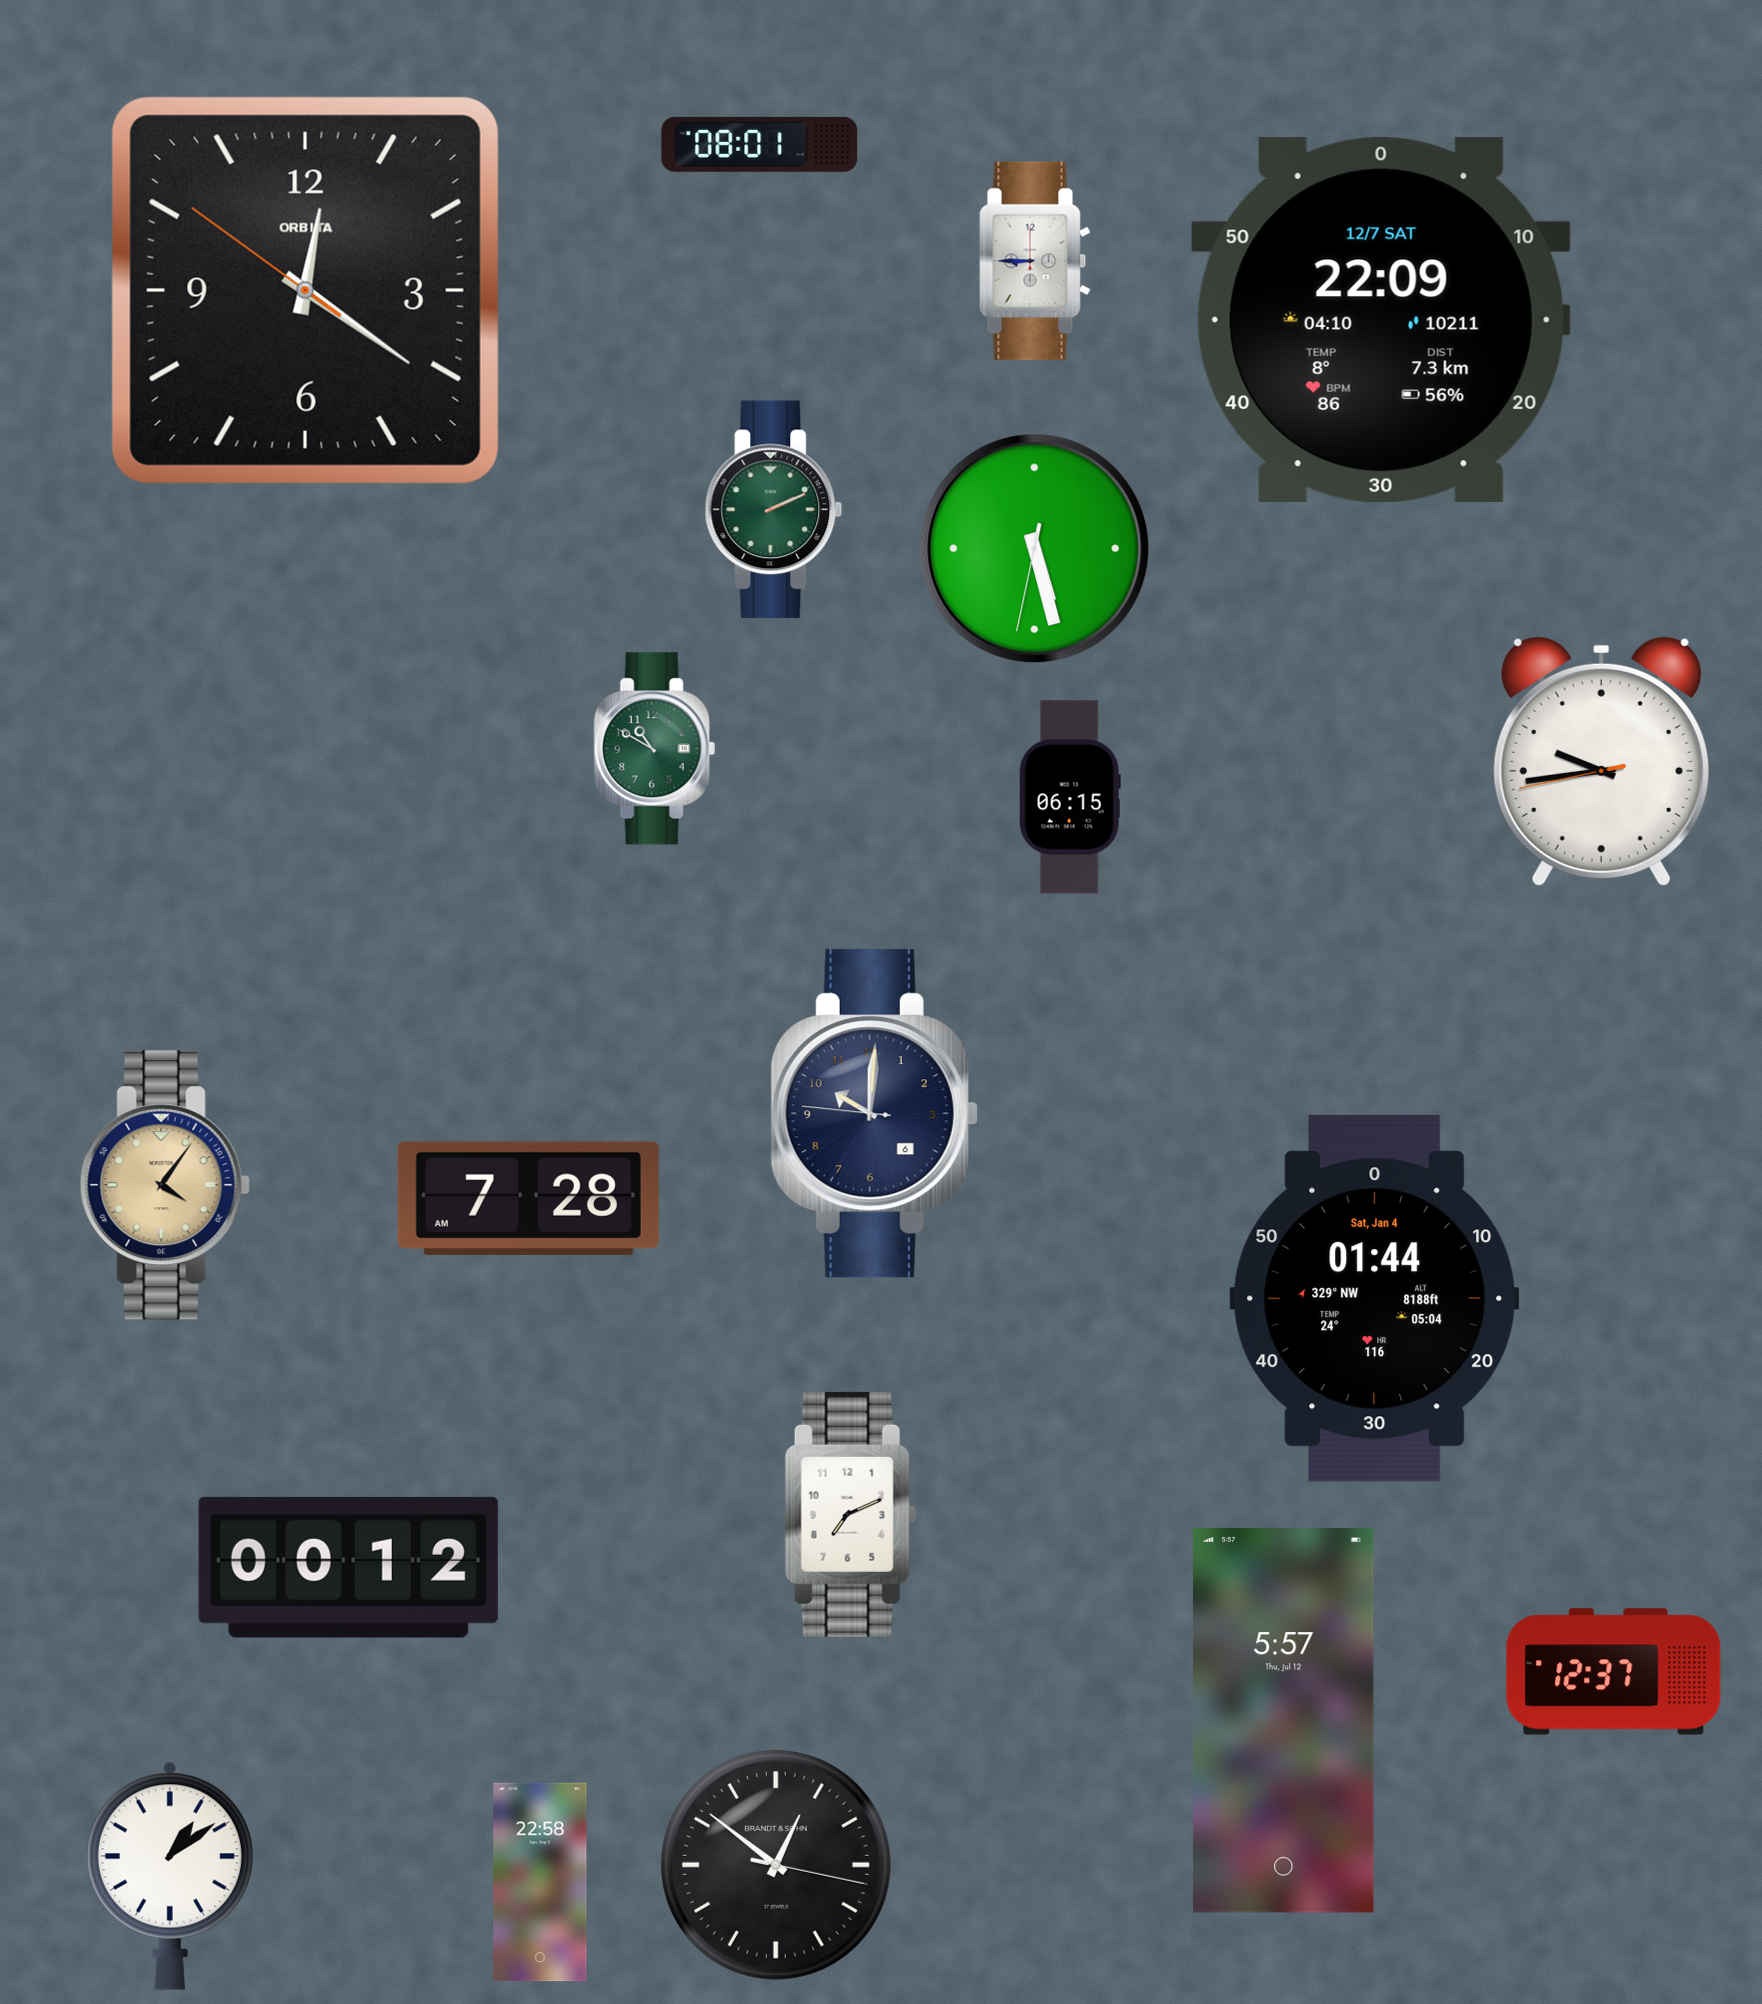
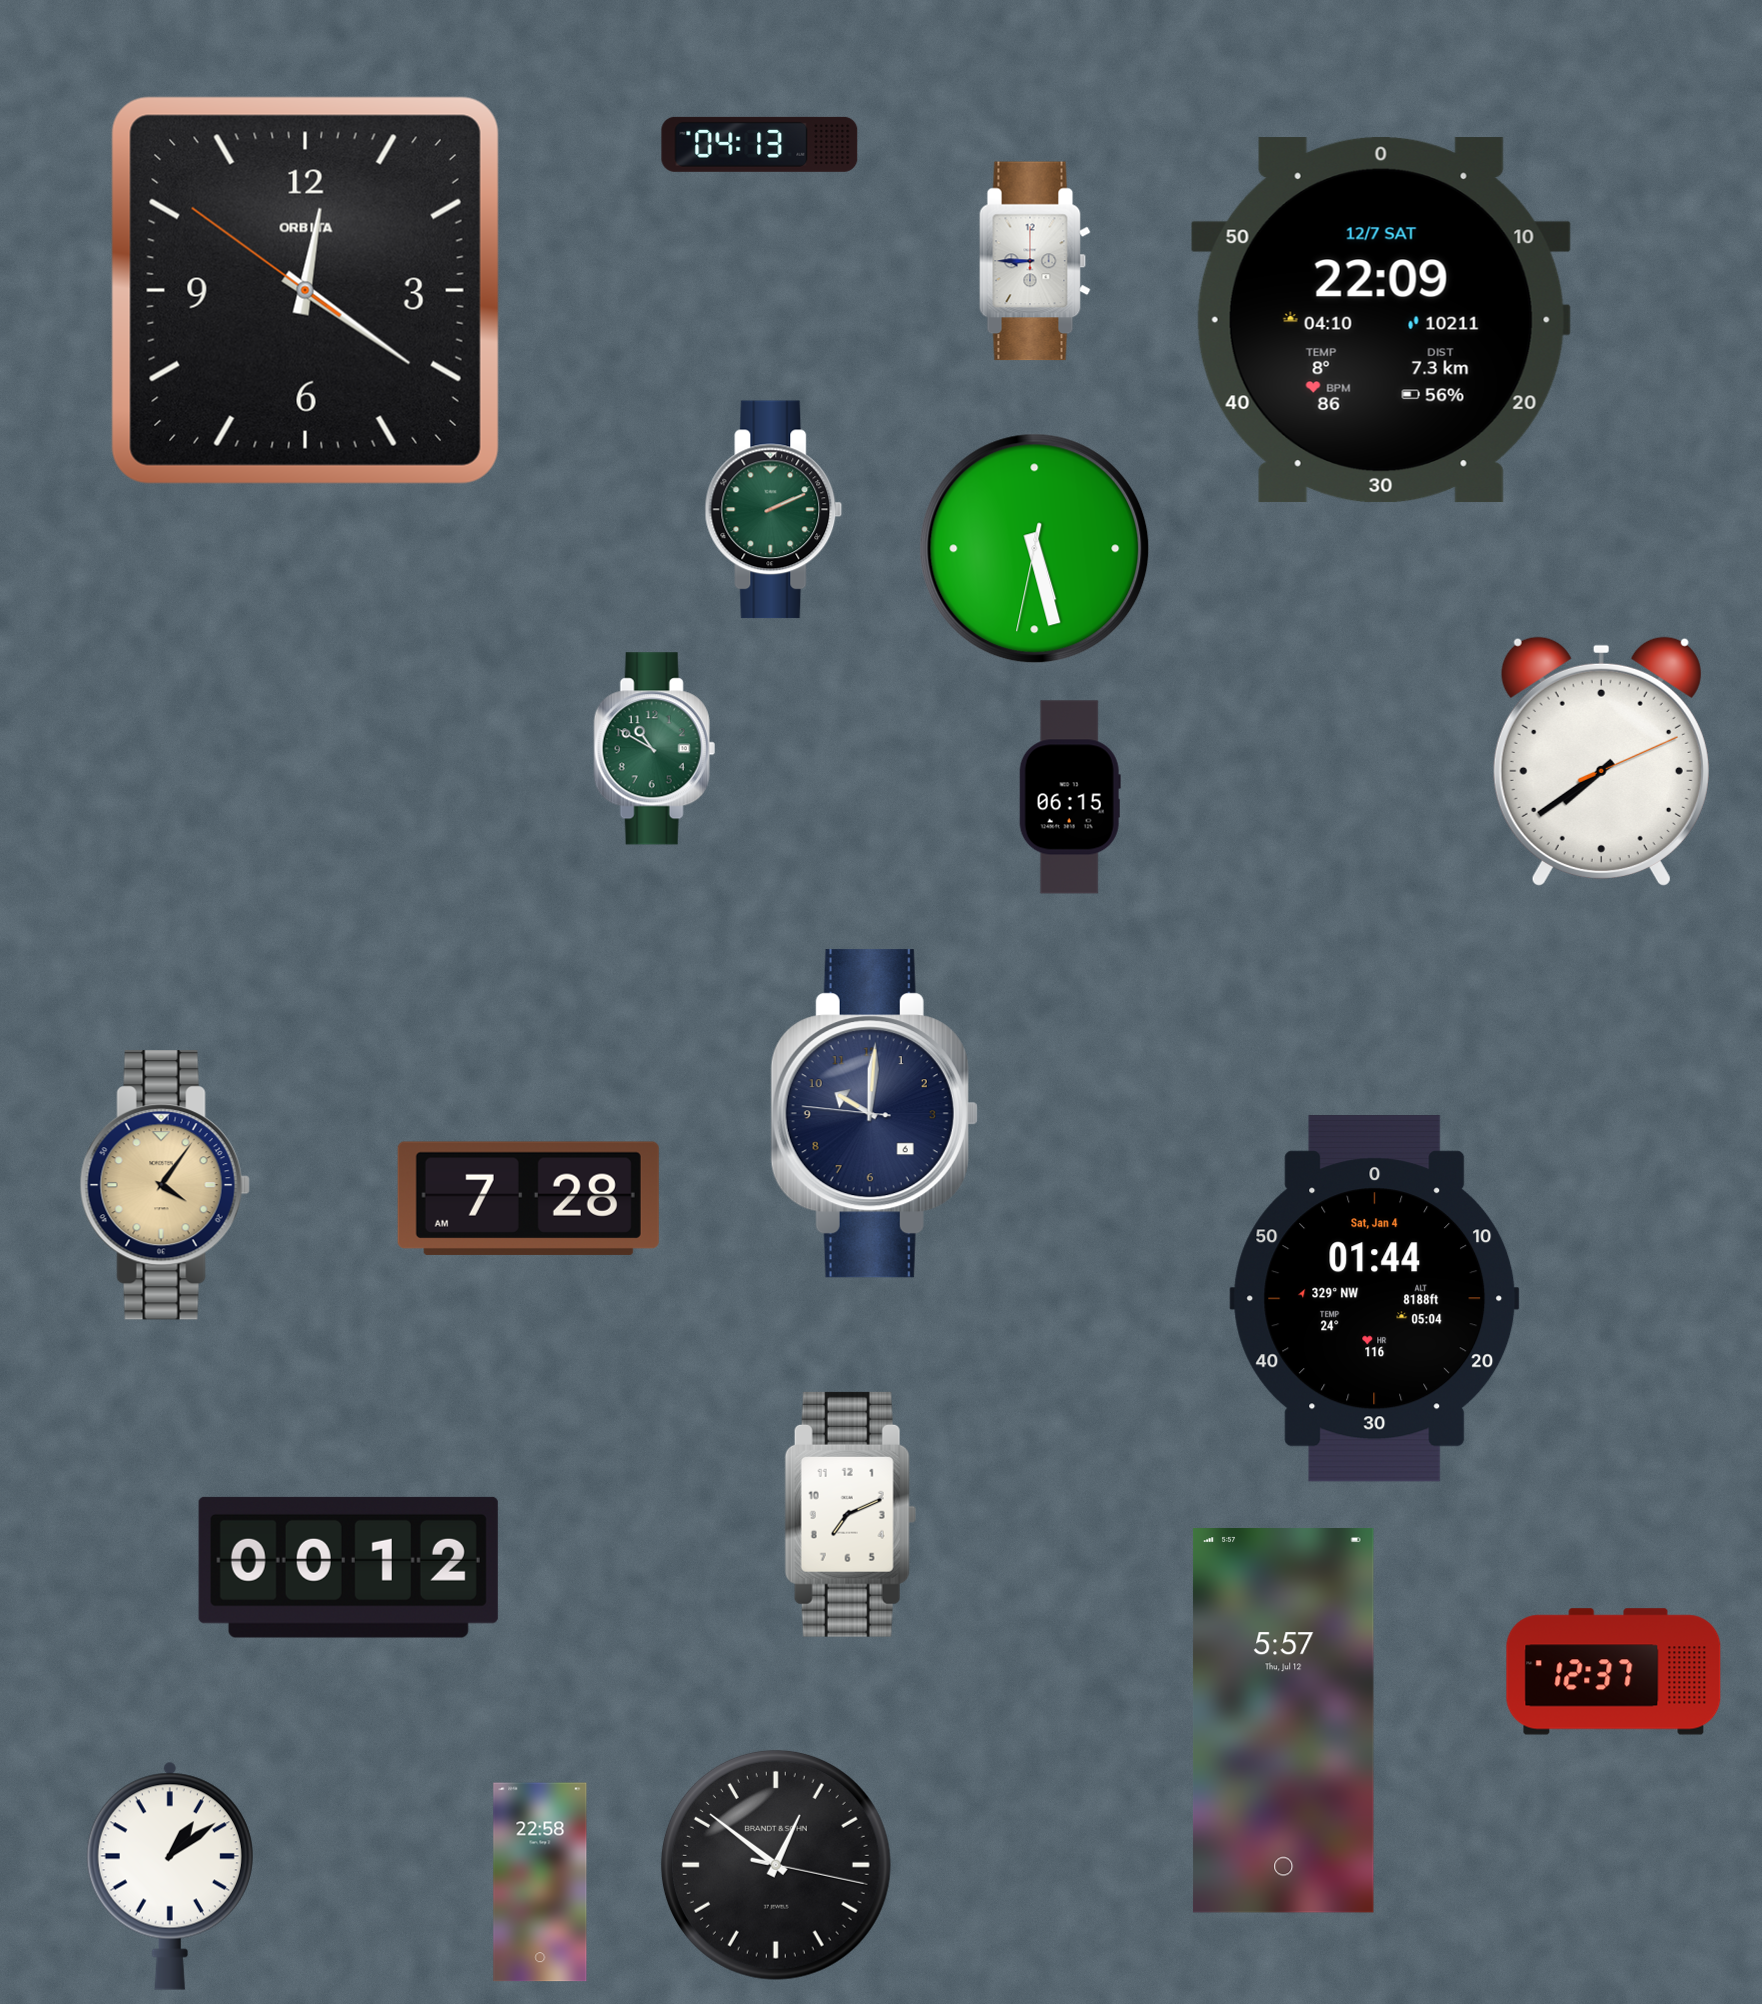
clock at (760, 144): 08:01 -> 04:13
clock at (1601, 761): 9:43 -> 7:39
